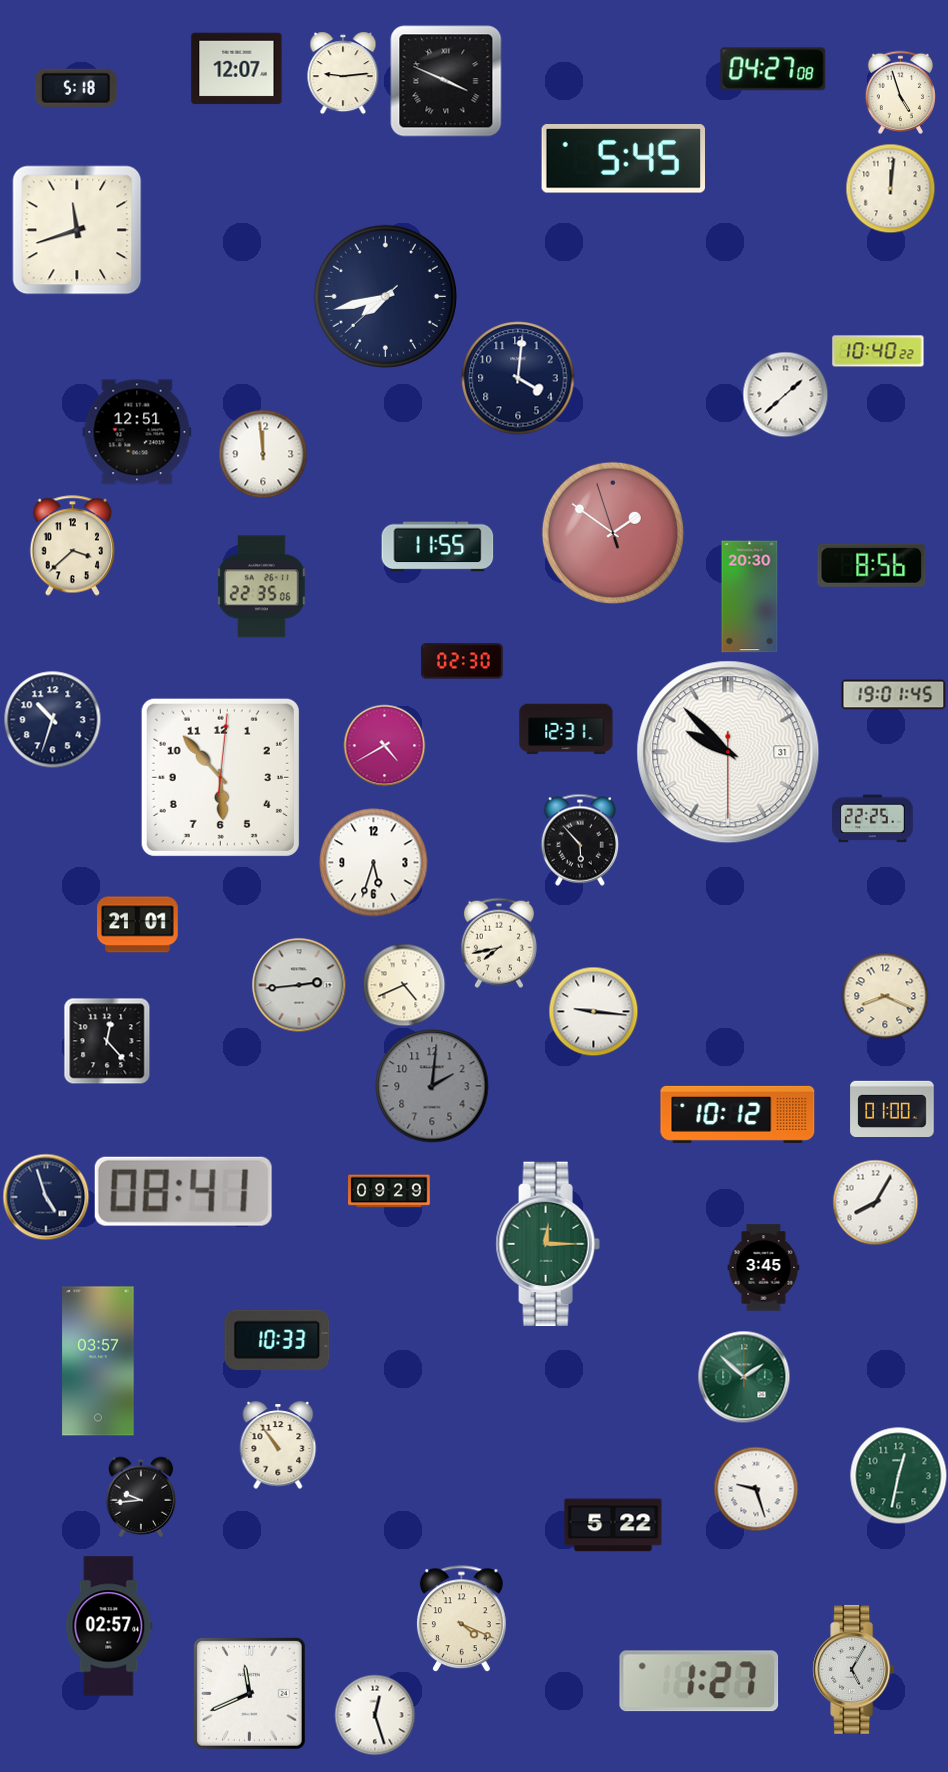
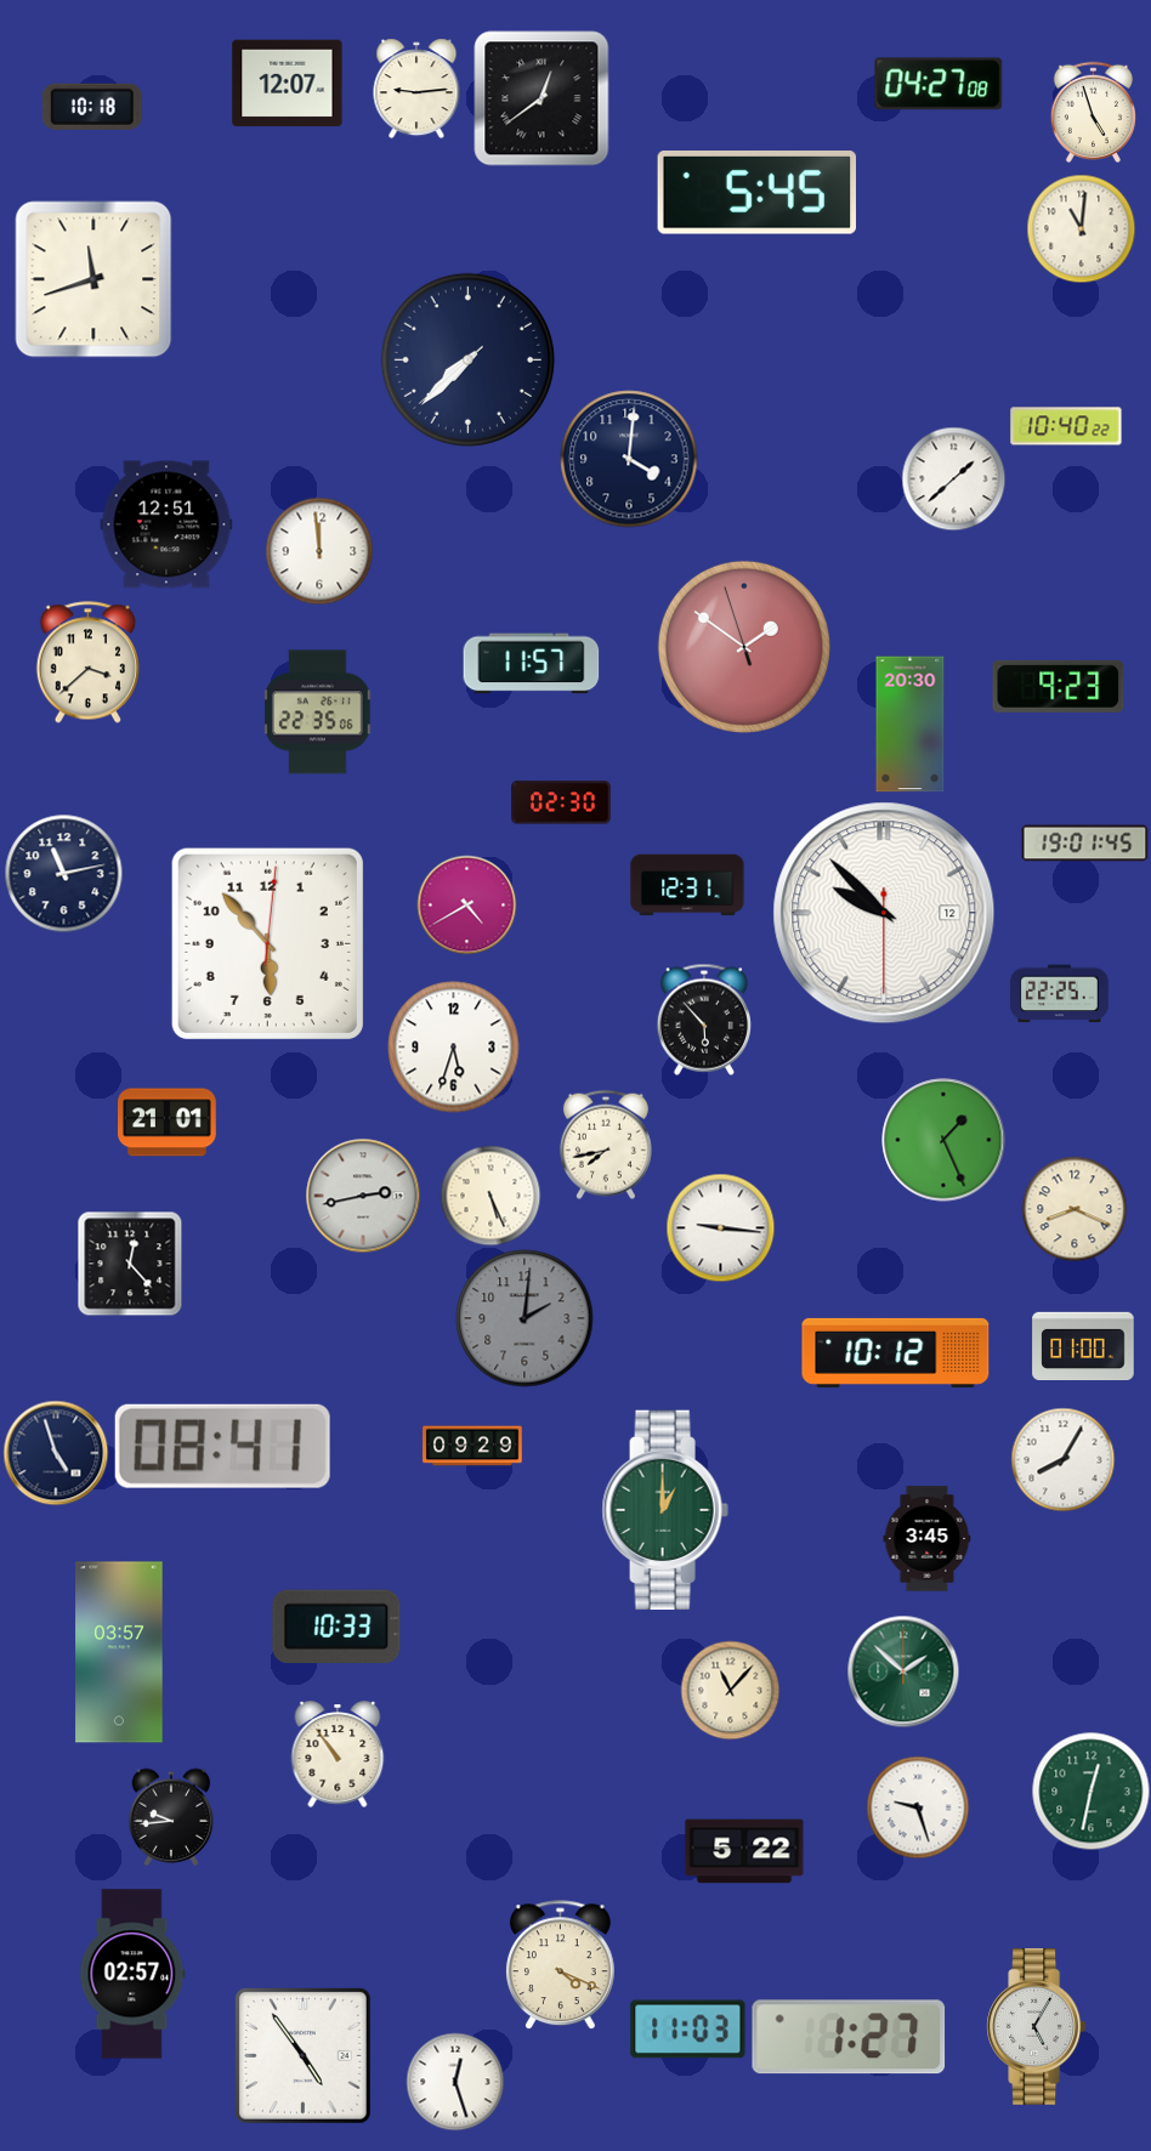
clock at (446, 81): 3:49 -> 12:39
clock at (76, 88): 5:18 -> 10:18
clock at (890, 188): 12:01 -> 11:01
clock at (385, 296): 7:42 -> 7:37
clock at (438, 547): 11:55 -> 11:57
clock at (872, 565): 8:56 -> 9:23
clock at (52, 719): 10:33 -> 11:13
clock at (728, 752) date: 31 -> 12
clock at (943, 1140): none -> 1:26
clock at (299, 985): 2:44 -> 2:43
clock at (404, 985): 4:41 -> 5:26
clock at (548, 1244): 12:15 -> 1:00
clock at (730, 1690): none -> 11:07
clock at (688, 2030): none -> 11:03
clock at (699, 1681) position: (699, 1681) -> (849, 2037)
clock at (249, 1693): 11:41 -> 4:54
